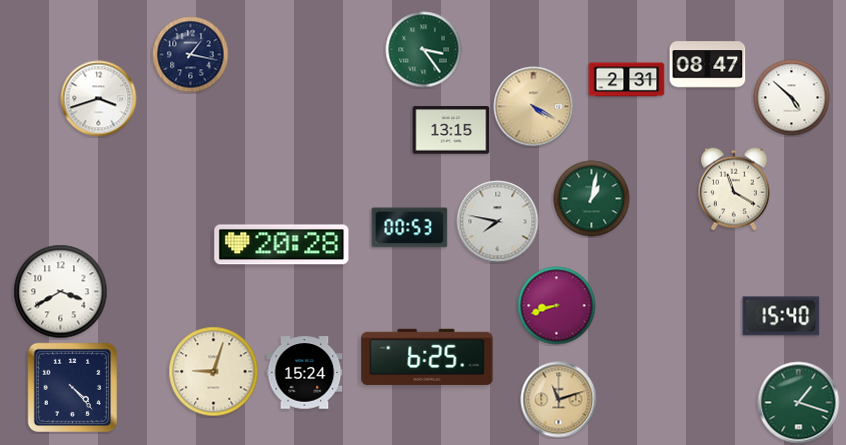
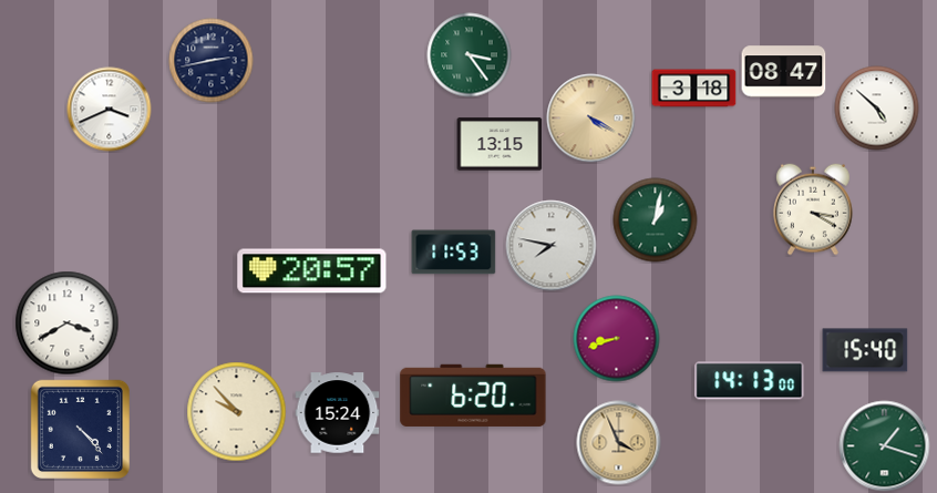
clock at (191, 55): 1:17 -> 2:43
clock at (627, 80): 2:31 -> 3:18
clock at (99, 99): 3:42 -> 3:41
clock at (735, 189): 11:20 -> 3:20
clock at (410, 228): 00:53 -> 11:53
clock at (282, 245): 20:28 -> 20:57
clock at (750, 381): none -> 14:13
clock at (427, 357): 6:25 -> 6:20
clock at (214, 372): 9:03 -> 9:53
clock at (559, 400): 11:12 -> 3:56
